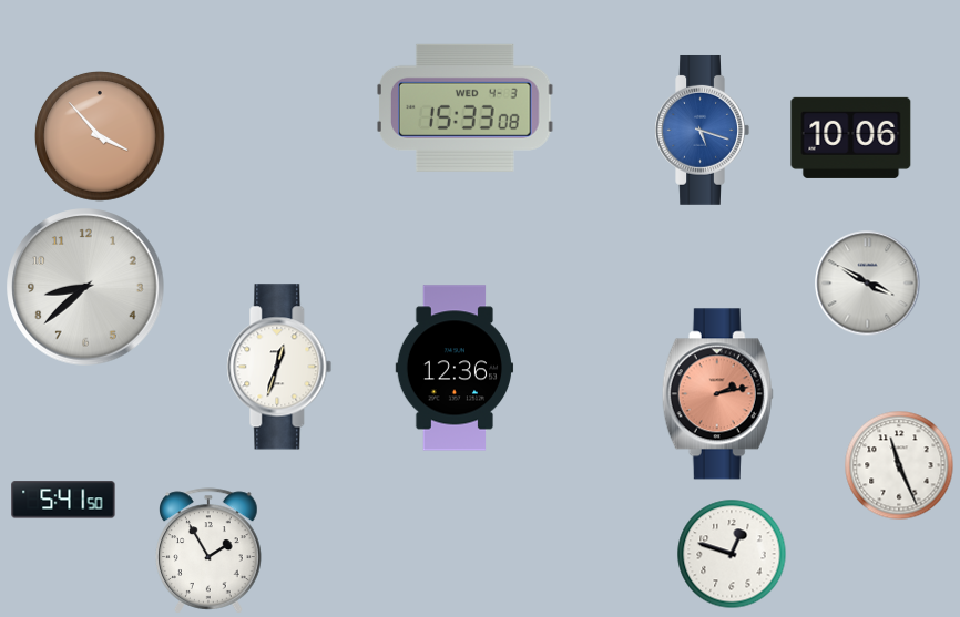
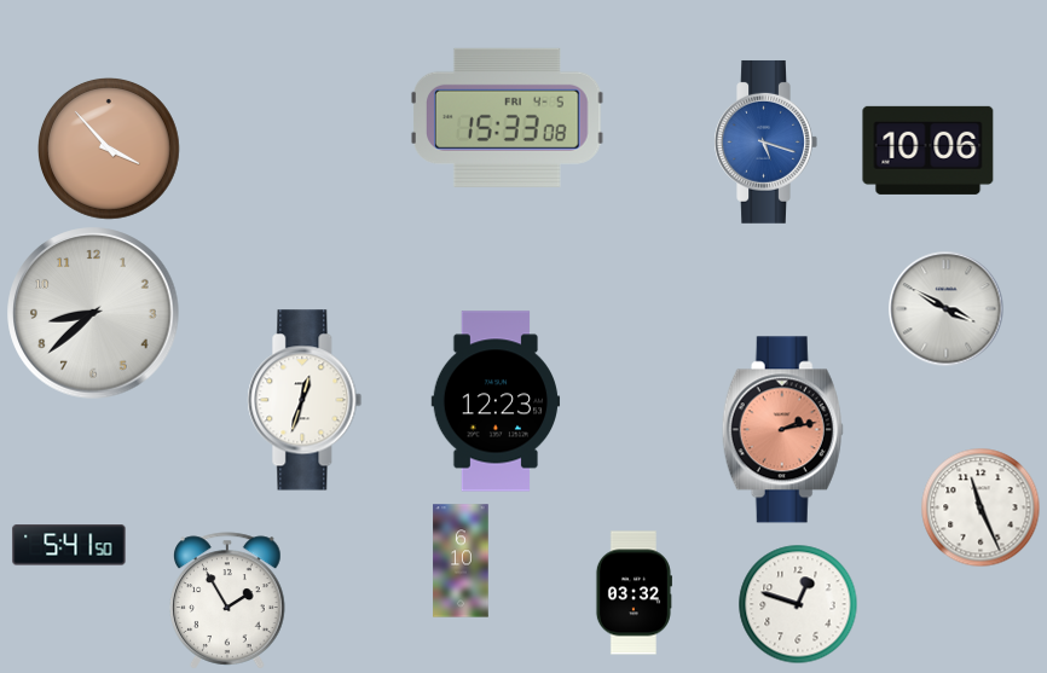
clock at (466, 107) date: WED 4-3 -> FRI 4-5
clock at (455, 368): 12:36 -> 12:23
clock at (461, 561): none -> 6:10
clock at (634, 593): none -> 03:32
